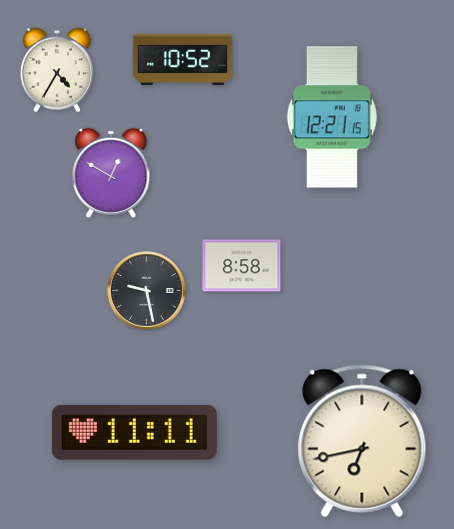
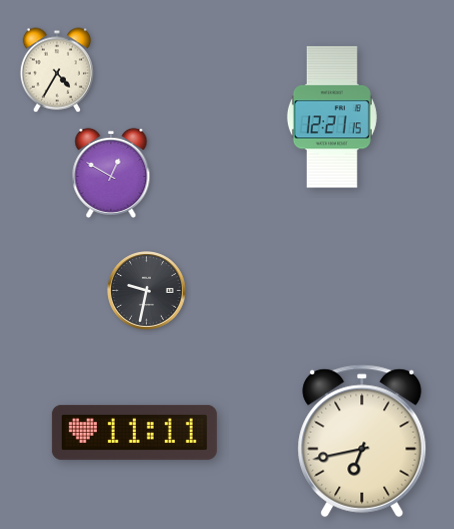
clock at (182, 59): 10:52 -> none
clock at (242, 266): 8:58 -> none
clock at (147, 291): 9:28 -> 9:32
